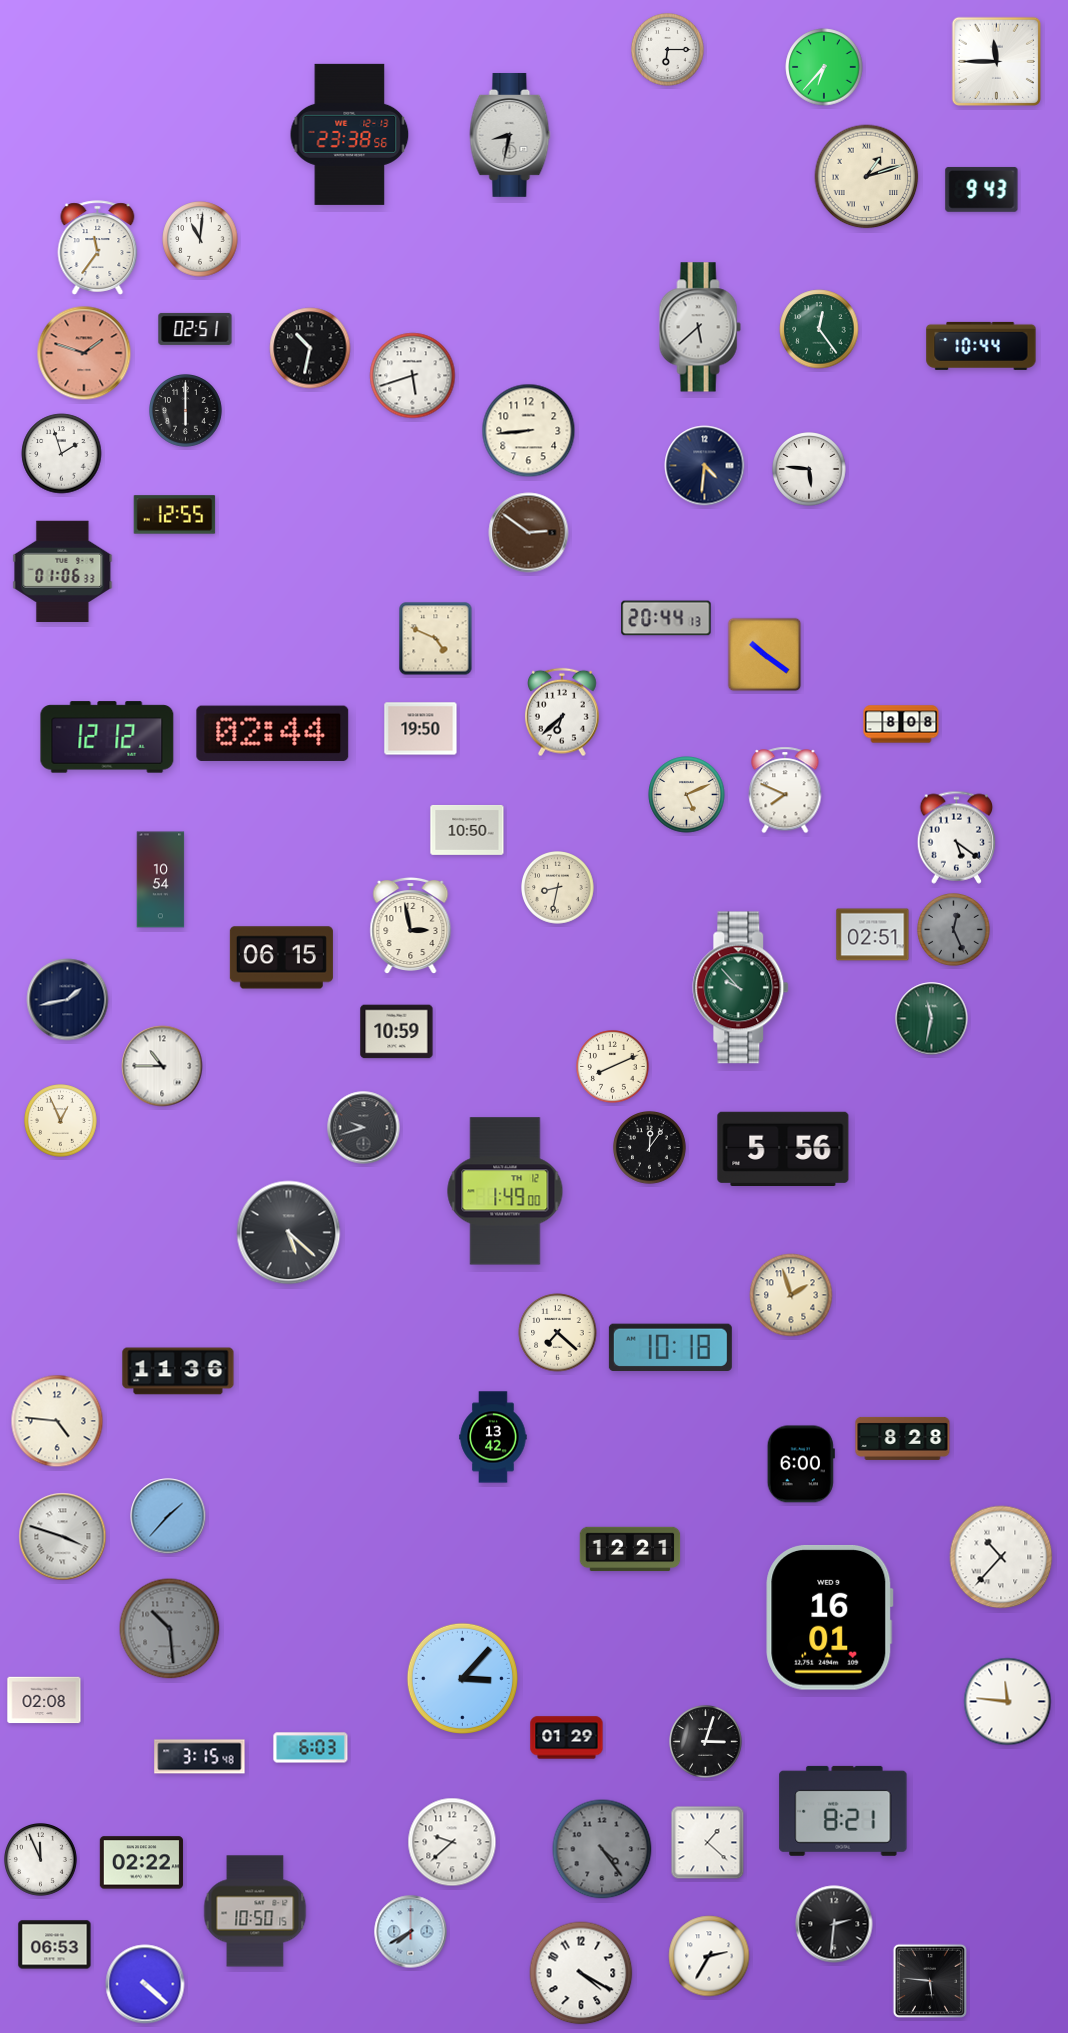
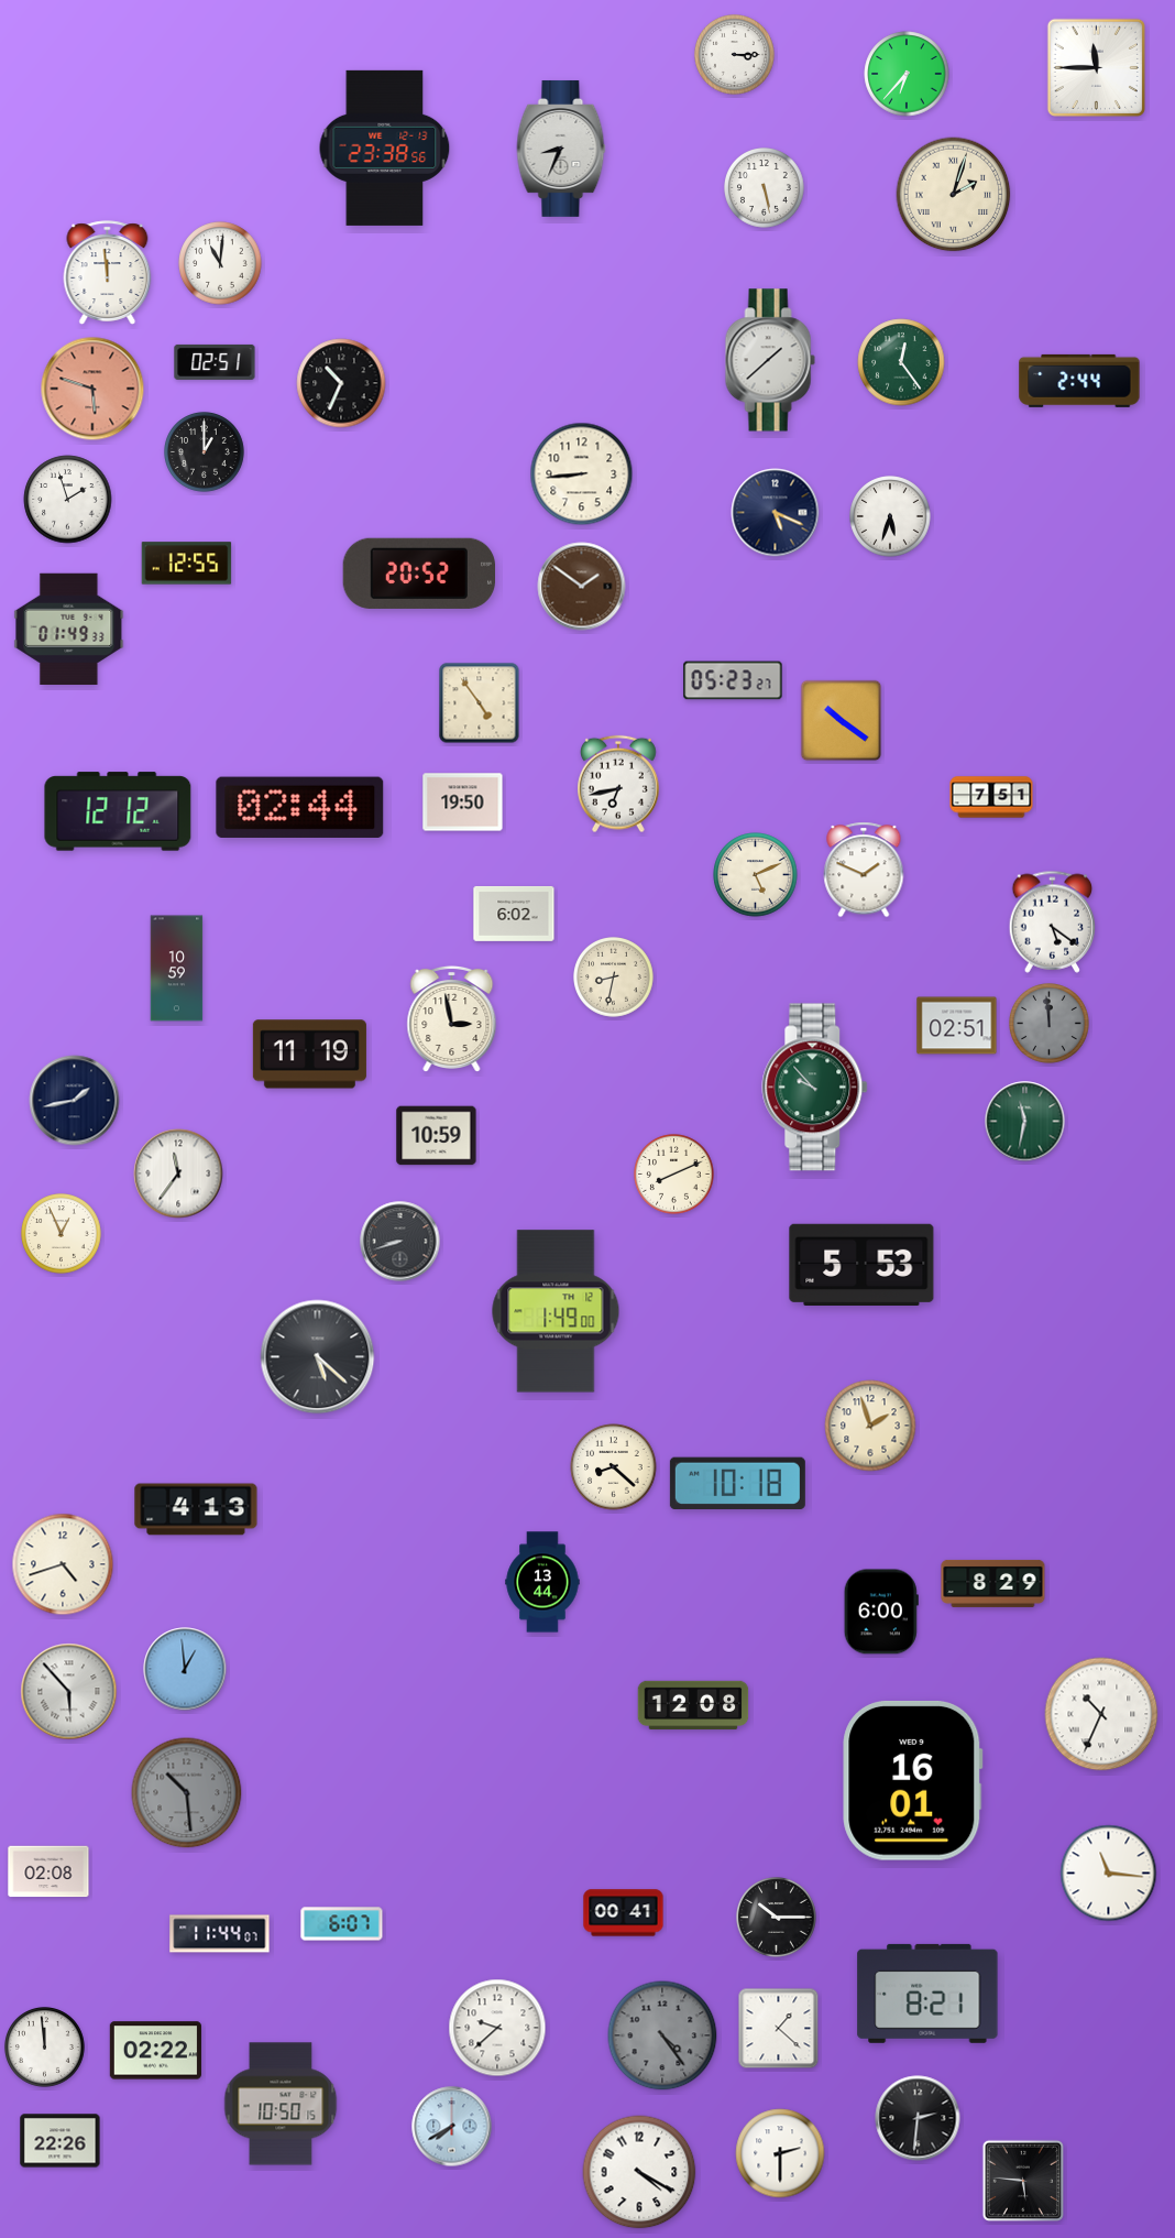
clock at (668, 50): 6:15 -> 3:15
clock at (510, 135): 8:32 -> 8:34
clock at (765, 188): none -> 5:28
clock at (867, 177): 1:12 -> 2:03
clock at (982, 189): 9:43 -> none
clock at (98, 248): 11:36 -> 11:59
clock at (700, 327): 5:38 -> 1:38
clock at (981, 346): 10:44 -> 2:44
clock at (310, 348): 10:32 -> 10:34
clock at (84, 353): 1:48 -> 5:48
clock at (413, 376): 5:42 -> none
clock at (186, 411): 6:00 -> 1:00
clock at (705, 466): 4:31 -> 5:19
clock at (809, 469): 5:46 -> 5:33
clock at (175, 515) position: (175, 515) -> (187, 564)
clock at (418, 574): none -> 20:52
clock at (529, 533): 2:51 -> 1:51
clock at (63, 571): 01:06 -> 01:49
clock at (666, 618): 20:44 -> 05:23
clock at (436, 639): 4:49 -> 4:54
clock at (563, 712): 6:38 -> 6:43
clock at (901, 724): 8:08 -> 7:51
clock at (785, 790): 7:49 -> 1:49
clock at (467, 830): 10:50 -> 6:02
clock at (161, 880): 10:54 -> 10:59
clock at (954, 930): 12:26 -> 11:59
clock at (873, 935) position: (873, 935) -> (957, 1026)
clock at (281, 958): 06:15 -> 11:19
clock at (162, 1066): 10:45 -> 11:36
clock at (61, 1121) position: (61, 1121) -> (62, 1234)
clock at (364, 1128): 9:42 -> 8:42
clock at (650, 1148): 12:06 -> none
clock at (783, 1148): 5:56 -> 5:53
clock at (558, 1333): 7:22 -> 8:22
clock at (178, 1371): 11:36 -> 4:13
clock at (57, 1421): 4:46 -> 4:42
clock at (493, 1437): 13:42 -> 13:44
clock at (903, 1438): 8:28 -> 8:29
clock at (168, 1516): 1:37 -> 12:59
clock at (63, 1537): 3:48 -> 5:53
clock at (630, 1549): 12:21 -> 12:08
clock at (1001, 1557): 10:37 -> 10:34
clock at (462, 1678): 3:07 -> none
clock at (1008, 1702): 11:46 -> 11:16
clock at (567, 1738): 01:29 -> 00:41
clock at (706, 1742): 3:03 -> 10:15
clock at (311, 1748): 6:03 -> 6:07
clock at (200, 1757): 3:15 -> 11:44
clock at (41, 1860): 11:56 -> 11:59
clock at (55, 1945): 06:53 -> 22:26
clock at (709, 1956): 2:35 -> 2:30
clock at (145, 1984): 4:22 -> none
